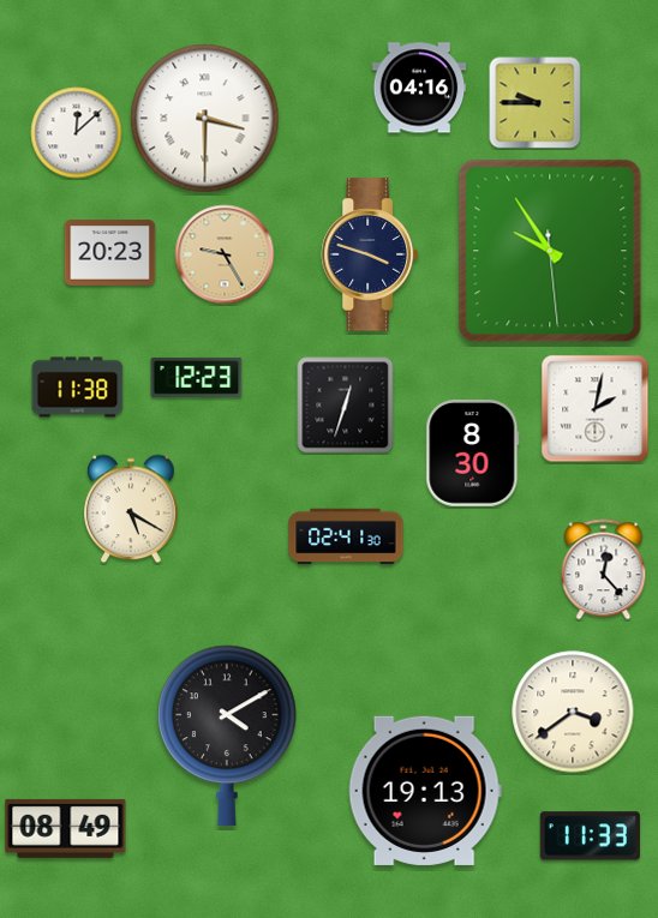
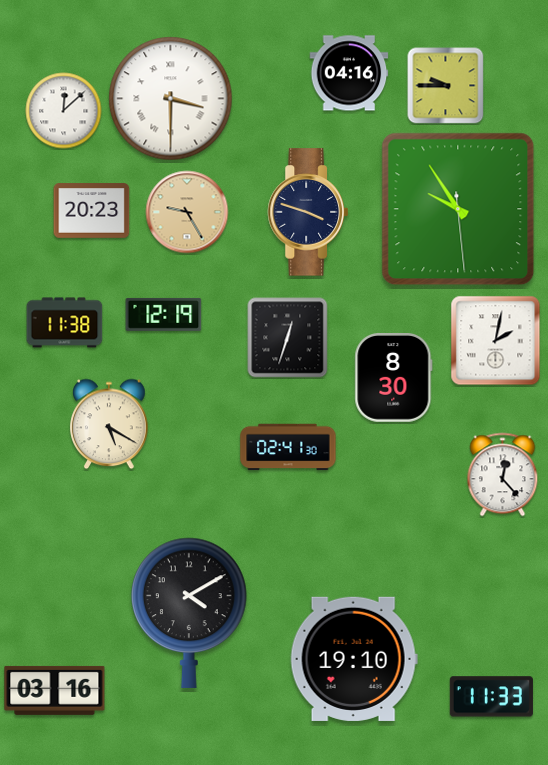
clock at (197, 377): 12:23 -> 12:19
clock at (573, 712): 3:39 -> none
clock at (425, 791): 19:13 -> 19:10
clock at (66, 828): 08:49 -> 03:16
